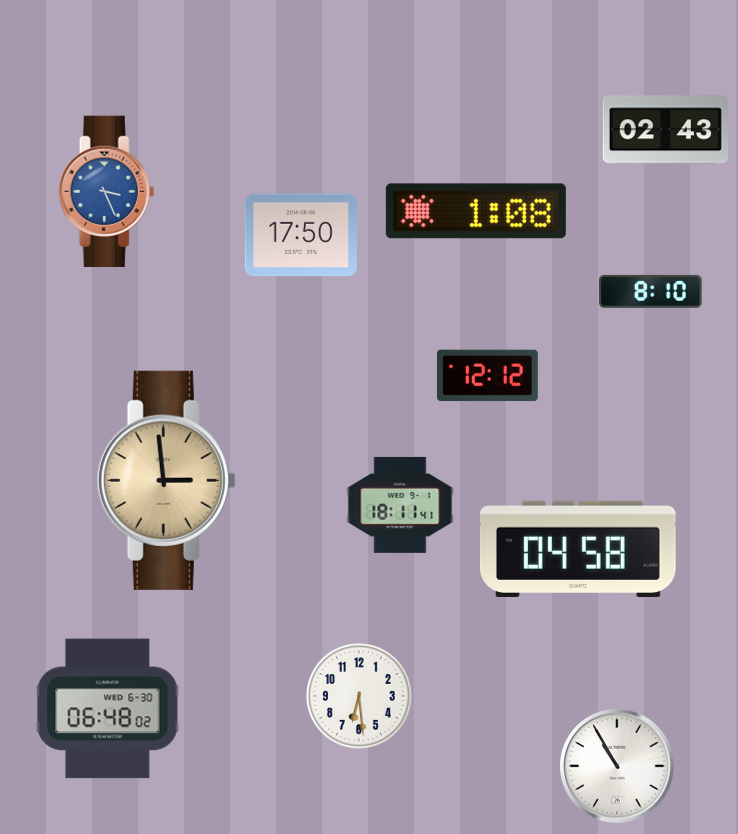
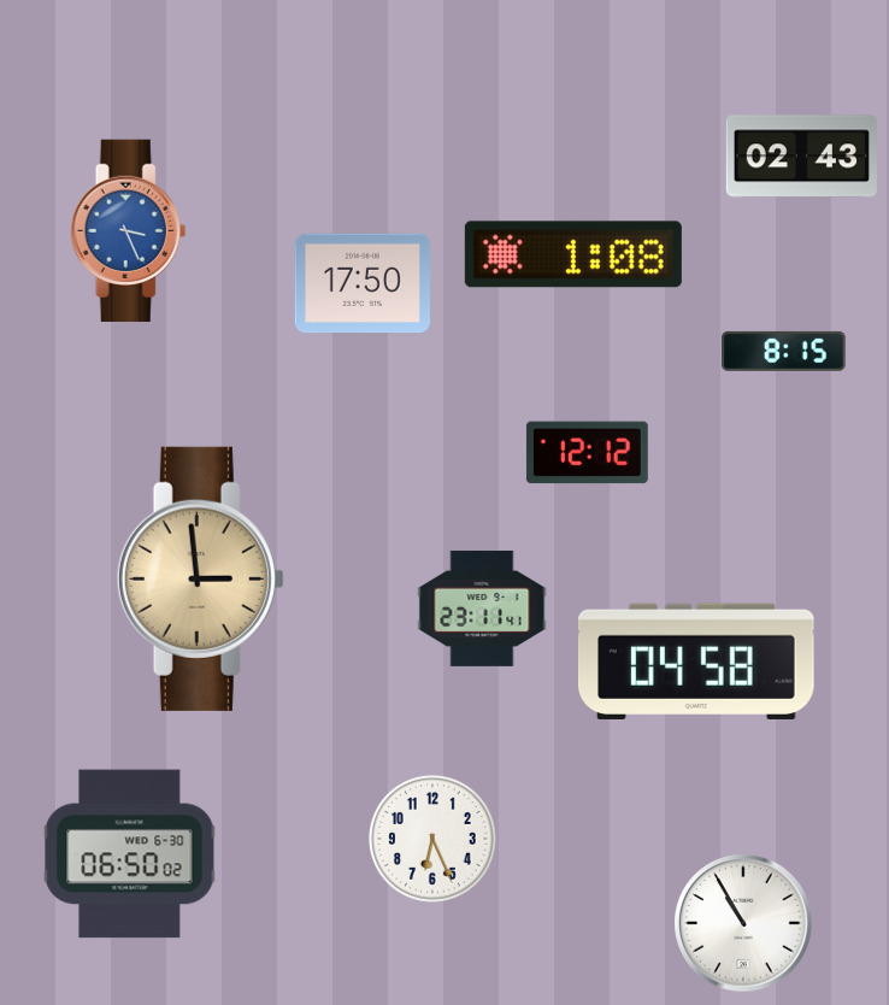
clock at (651, 291): 8:10 -> 8:15
clock at (400, 505): 18:11 -> 23:11
clock at (360, 697): 6:29 -> 6:26
clock at (108, 709): 06:48 -> 06:50
